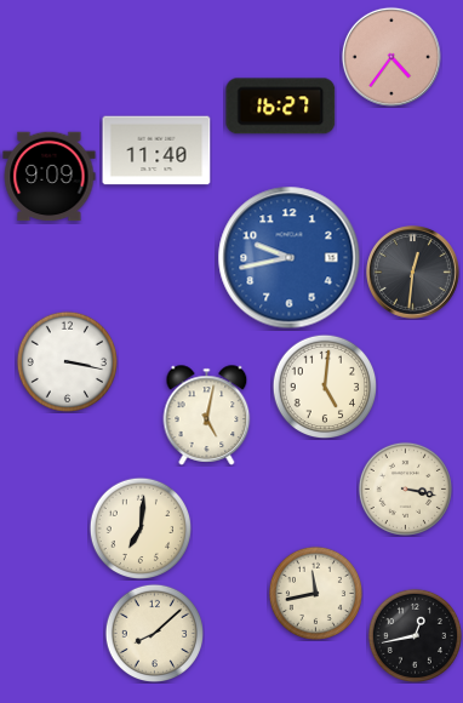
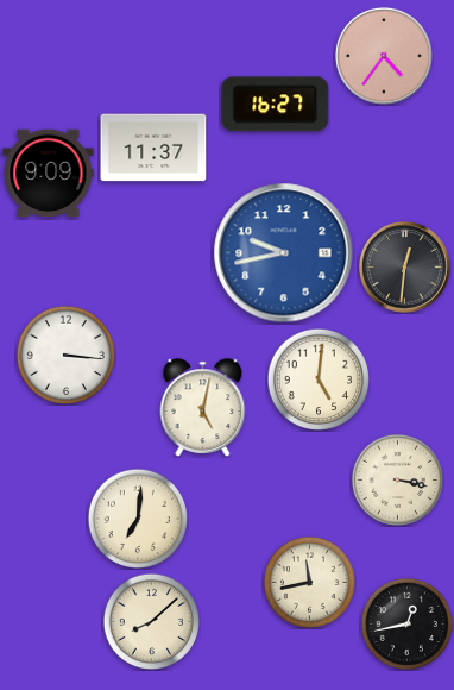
clock at (156, 150): 11:40 -> 11:37
clock at (67, 361): 3:17 -> 3:16
